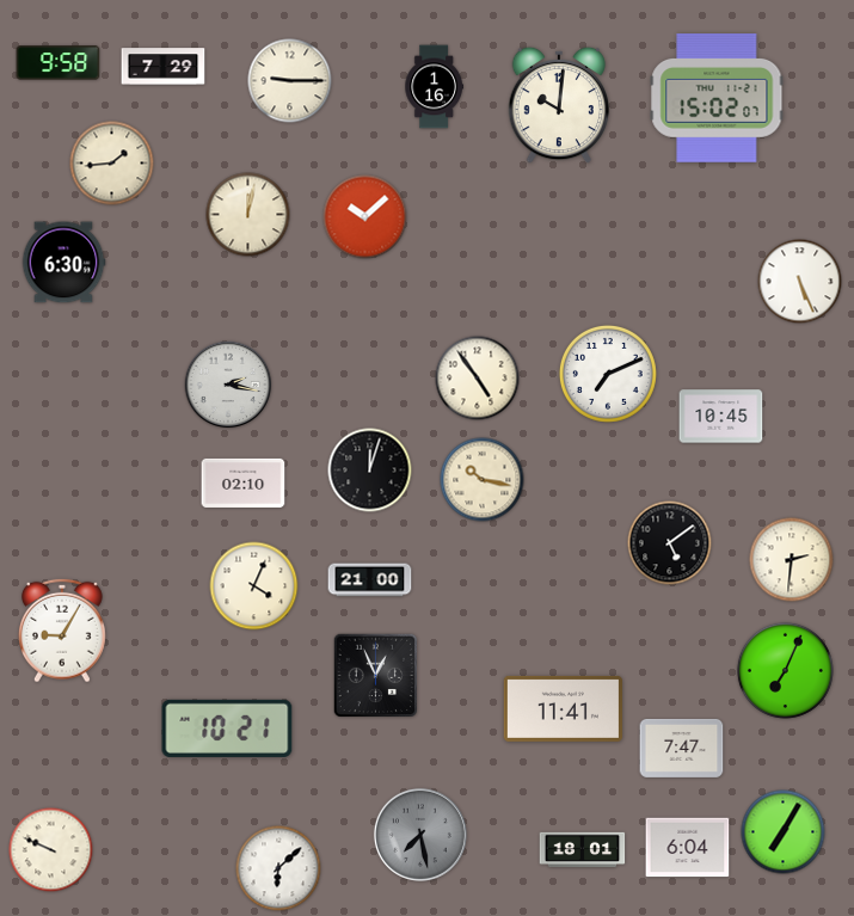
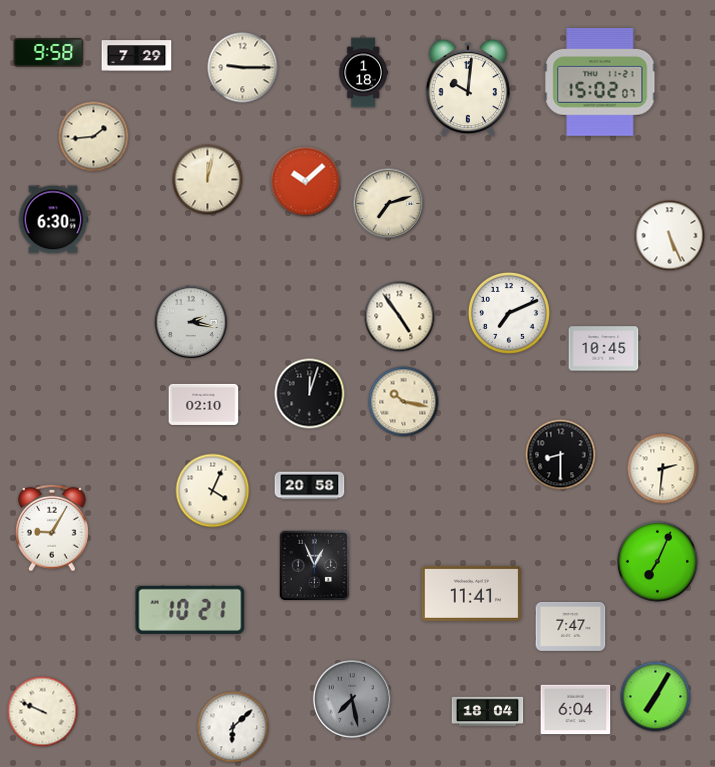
clock at (434, 87): 1:16 -> 1:18
clock at (389, 204): none -> 7:12
clock at (670, 543): 5:09 -> 8:30
clock at (370, 580): 21:00 -> 20:58
clock at (583, 850): 18:01 -> 18:04
